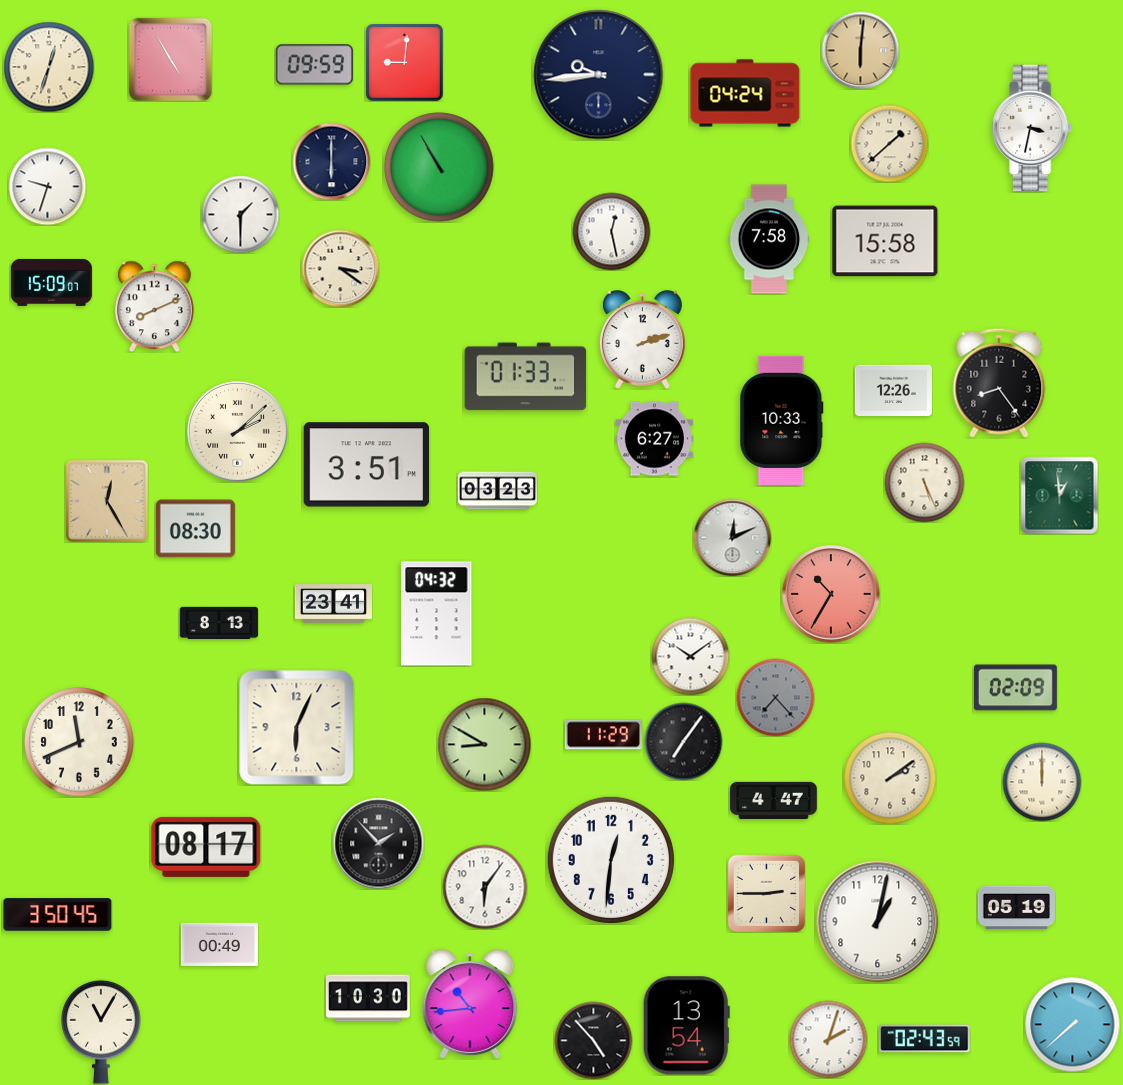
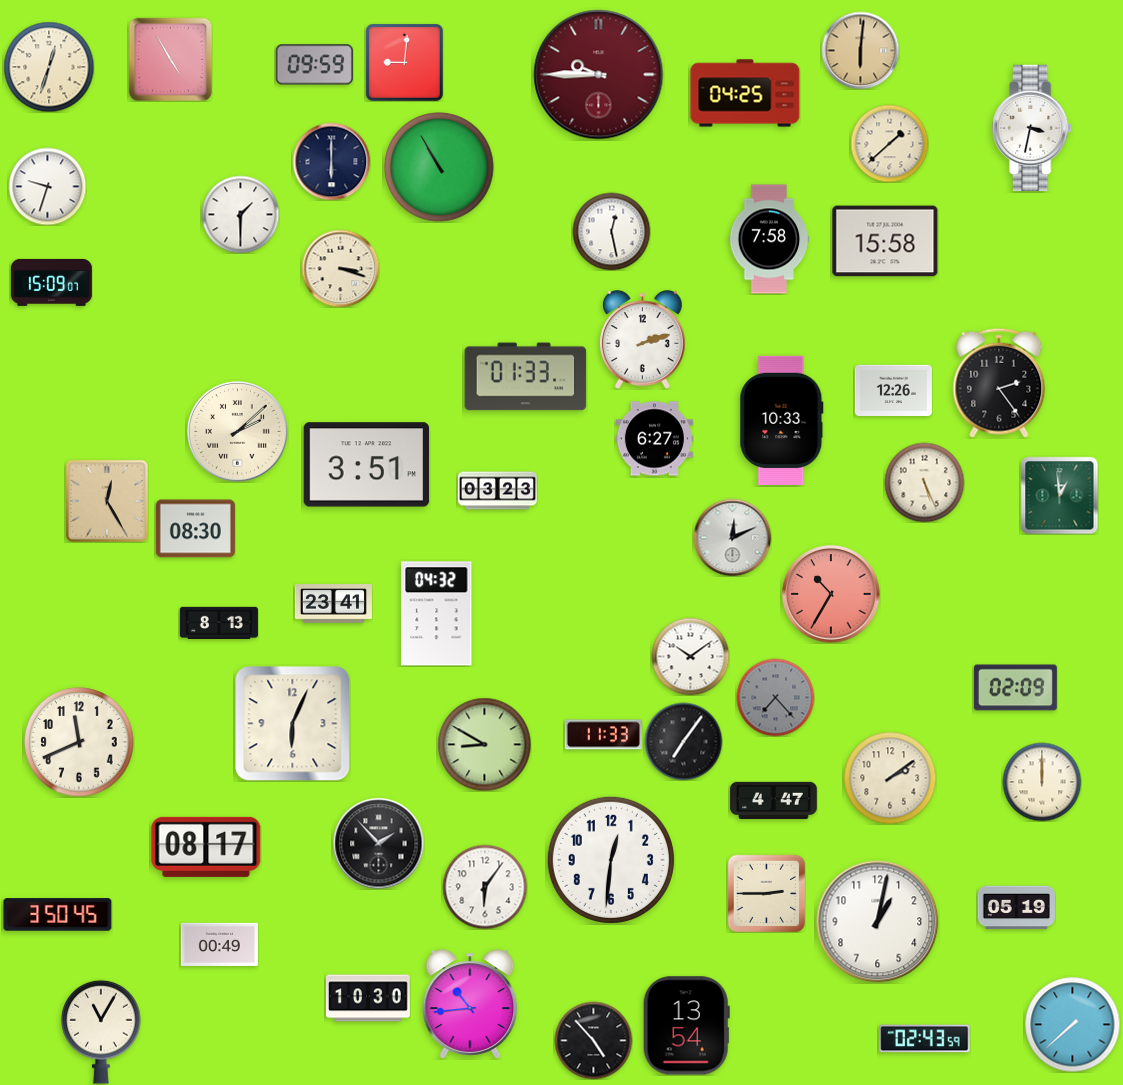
clock at (599, 75): 9:44 -> 9:45
clock at (599, 75) dial: navy -> burgundy
clock at (745, 93): 04:24 -> 04:25
clock at (340, 268): 3:21 -> 3:18
clock at (155, 306): 8:11 -> none
clock at (999, 383): 8:24 -> 2:24
clock at (297, 728) position: (297, 728) -> (293, 724)
clock at (603, 735): 11:29 -> 11:33
clock at (828, 1039): 2:03 -> none
